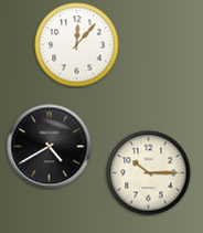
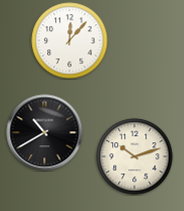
clock at (50, 147): 4:40 -> 10:40
clock at (149, 173): 10:15 -> 10:12
